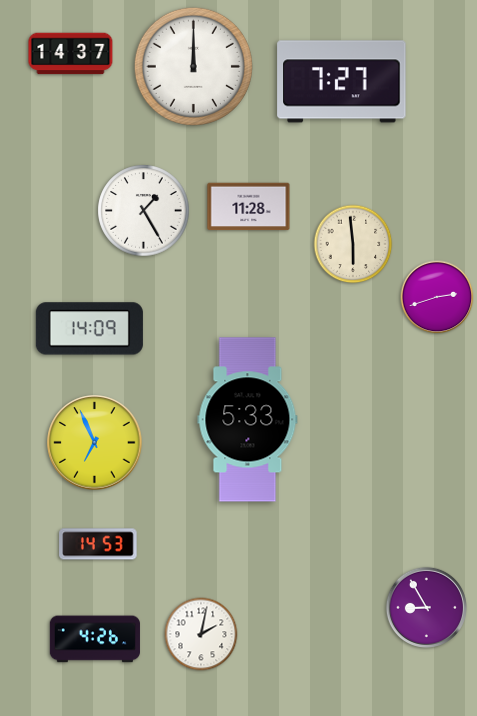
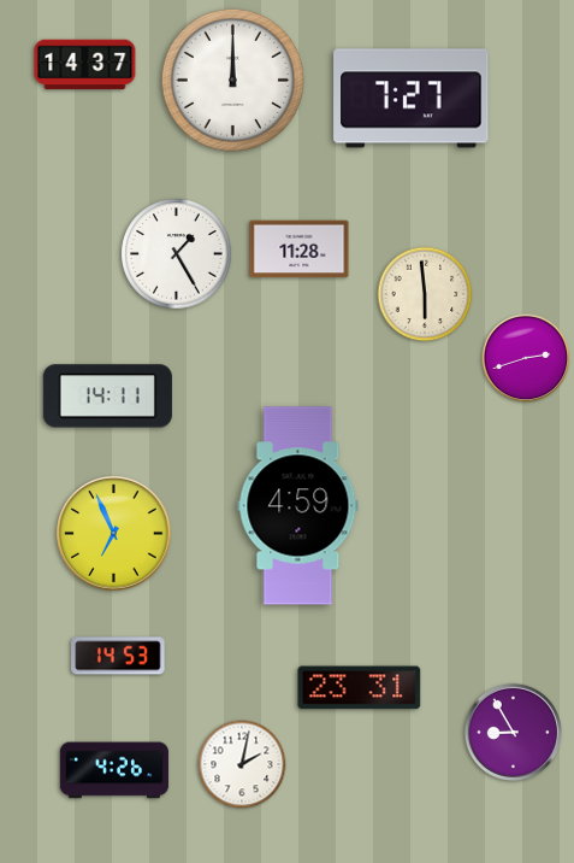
clock at (144, 211) position: (144, 211) -> (177, 254)
clock at (89, 329): 14:09 -> 14:11
clock at (248, 420): 5:33 -> 4:59
clock at (360, 688): none -> 23:31
